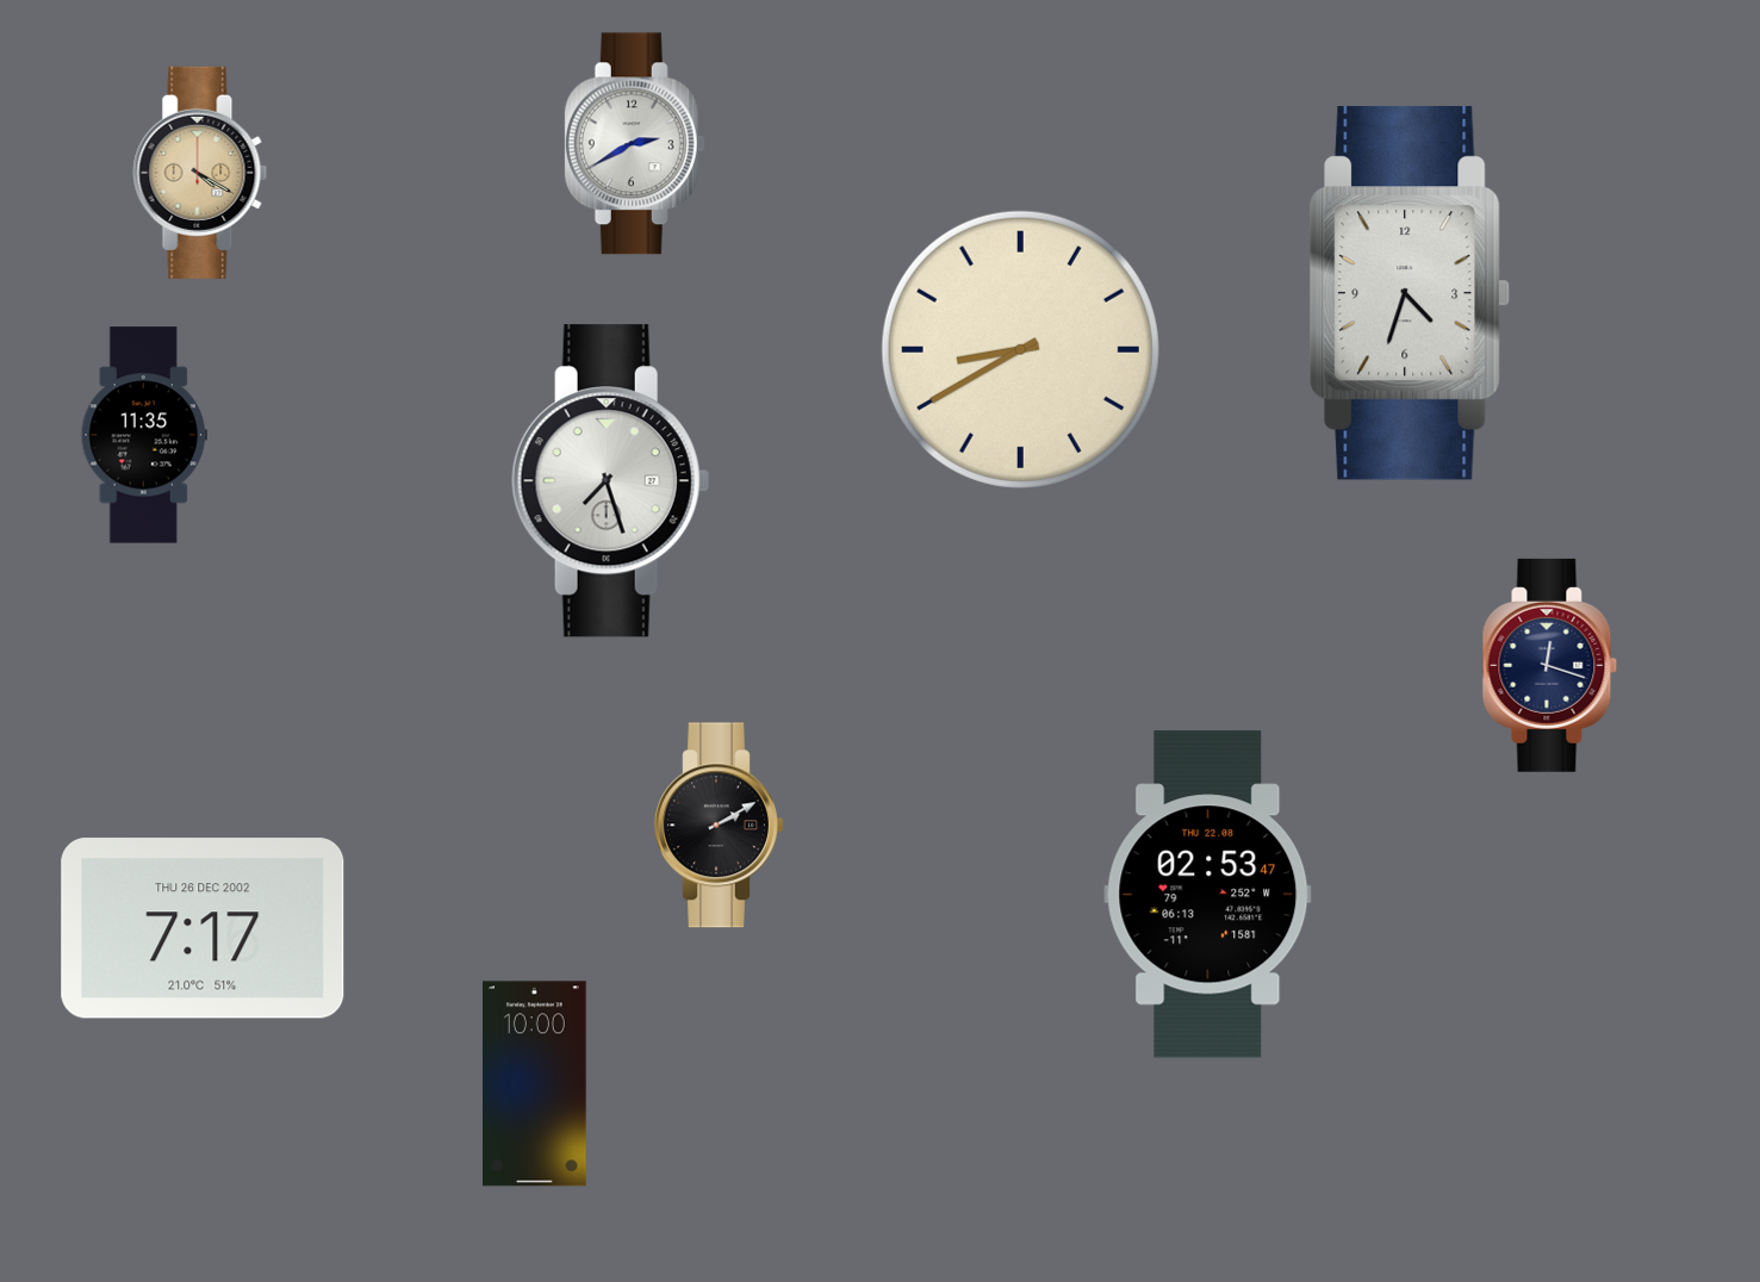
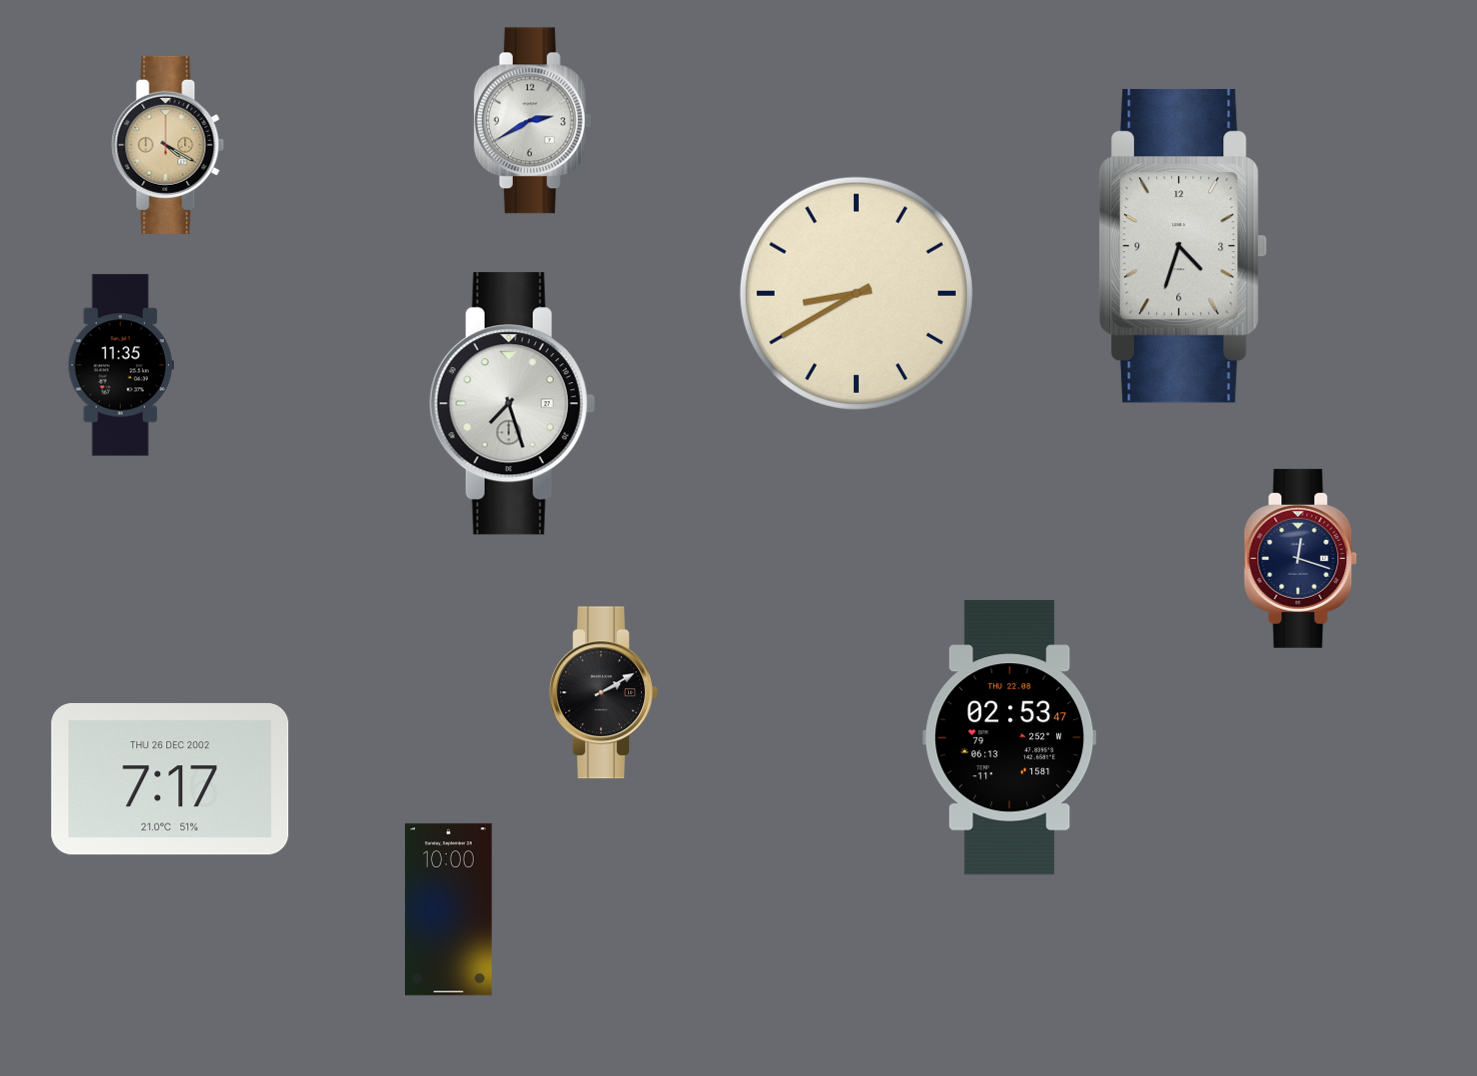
clock at (1208, 895) position: (1208, 895) -> (1010, 738)
